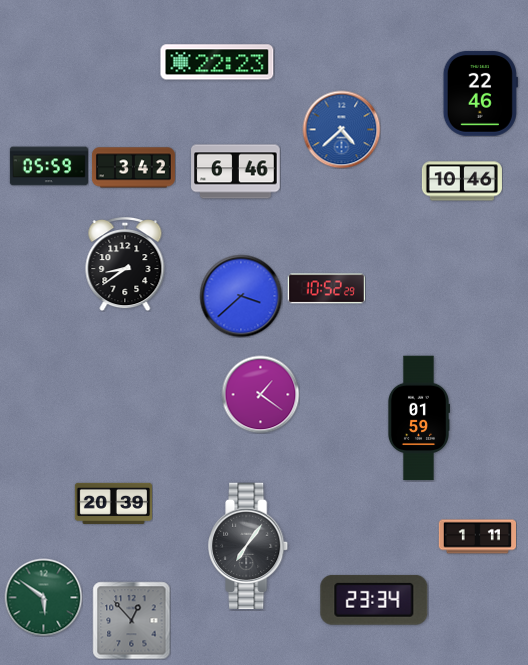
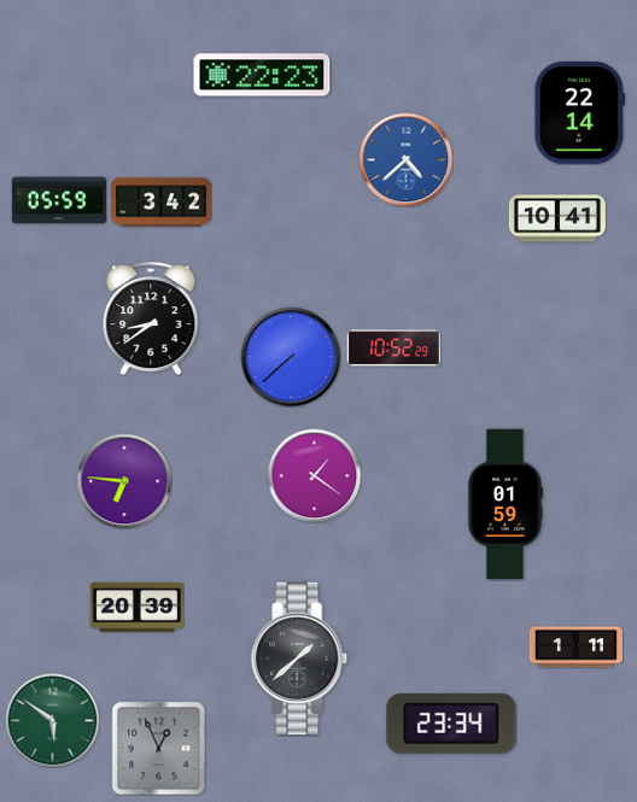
clock at (480, 93): 22:46 -> 22:14
clock at (341, 129) position: (341, 129) -> (405, 159)
clock at (236, 172): 6:46 -> none
clock at (462, 181): 10:46 -> 10:41
clock at (241, 296): 3:38 -> 7:38
clock at (124, 481): none -> 6:46
clock at (249, 546): 7:06 -> 1:38
clock at (131, 620): 12:53 -> 12:56
